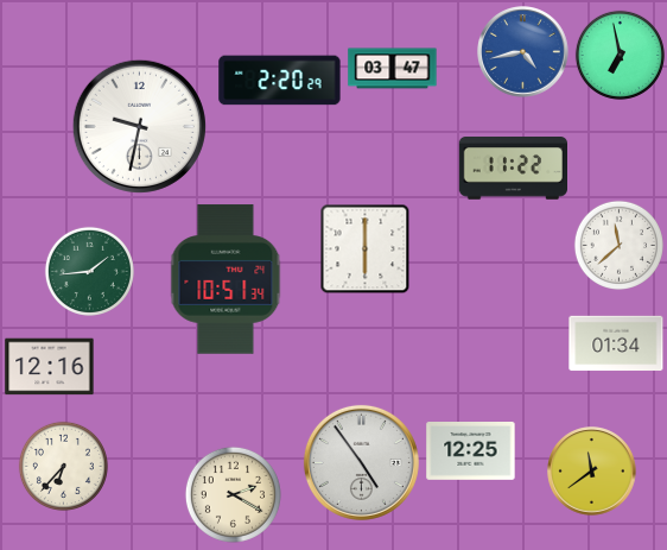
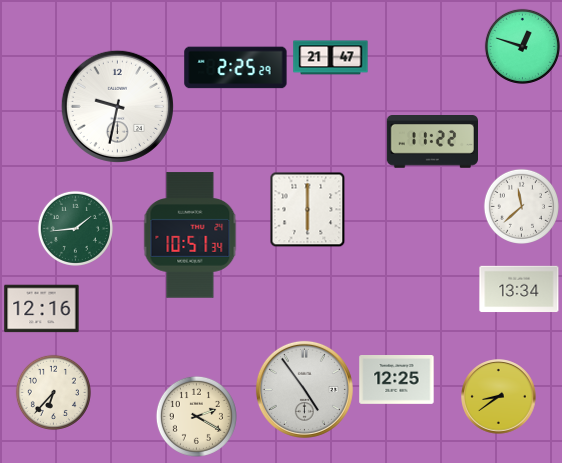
clock at (523, 52): 4:43 -> none
clock at (620, 55): 6:58 -> 12:48
clock at (393, 69): 03:47 -> 21:47
clock at (280, 81): 2:20 -> 2:25
clock at (616, 343): 01:34 -> 13:34
clock at (592, 472): 11:39 -> 8:39
